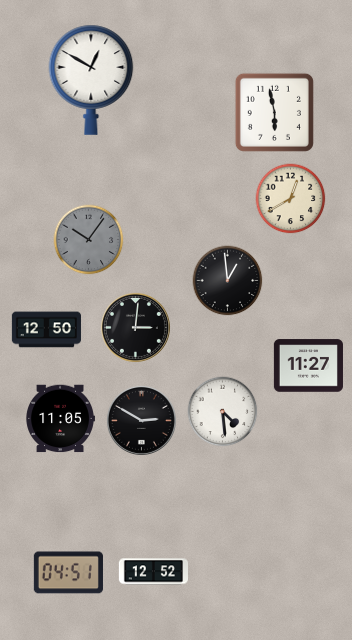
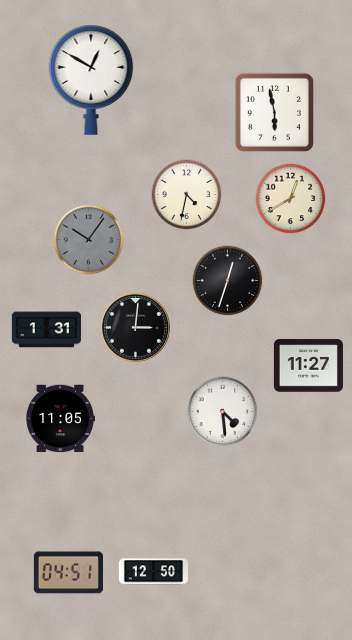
clock at (187, 195): none -> 4:32
clock at (228, 281): 12:59 -> 12:33
clock at (46, 330): 12:50 -> 1:31
clock at (141, 420): 2:50 -> none
clock at (153, 572): 12:52 -> 12:50
